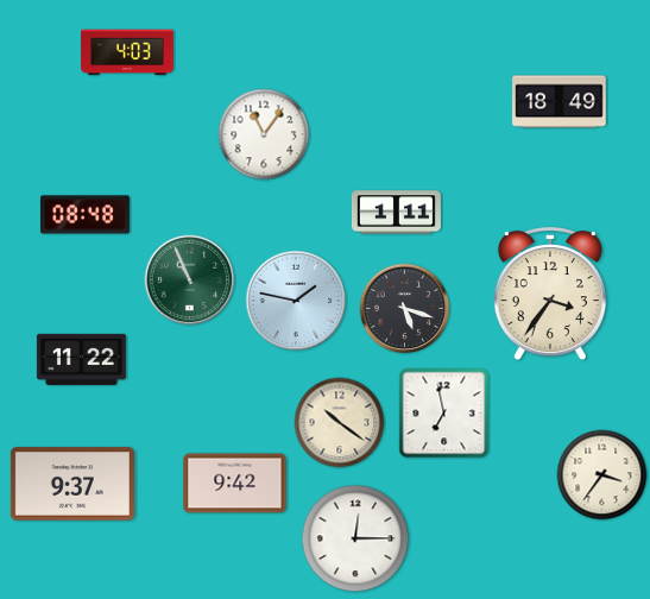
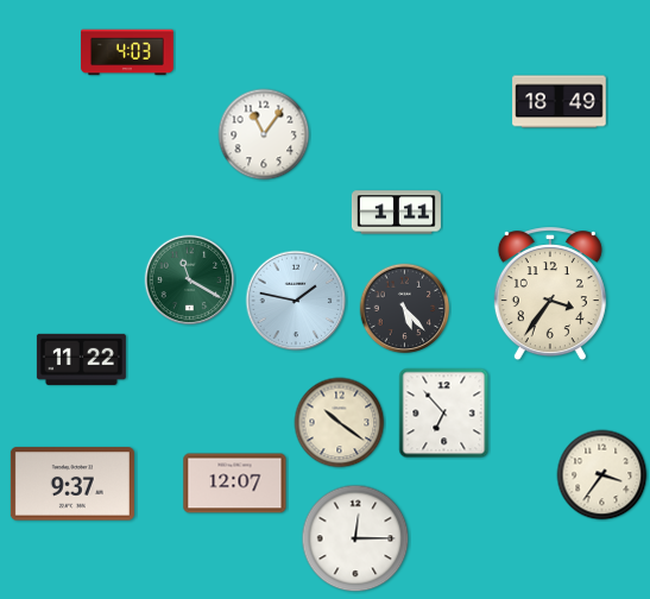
clock at (84, 215): 08:48 -> none
clock at (190, 280): 10:56 -> 11:20
clock at (405, 309): 5:18 -> 5:23
clock at (444, 414): 6:58 -> 6:53
clock at (235, 484): 9:42 -> 12:07
